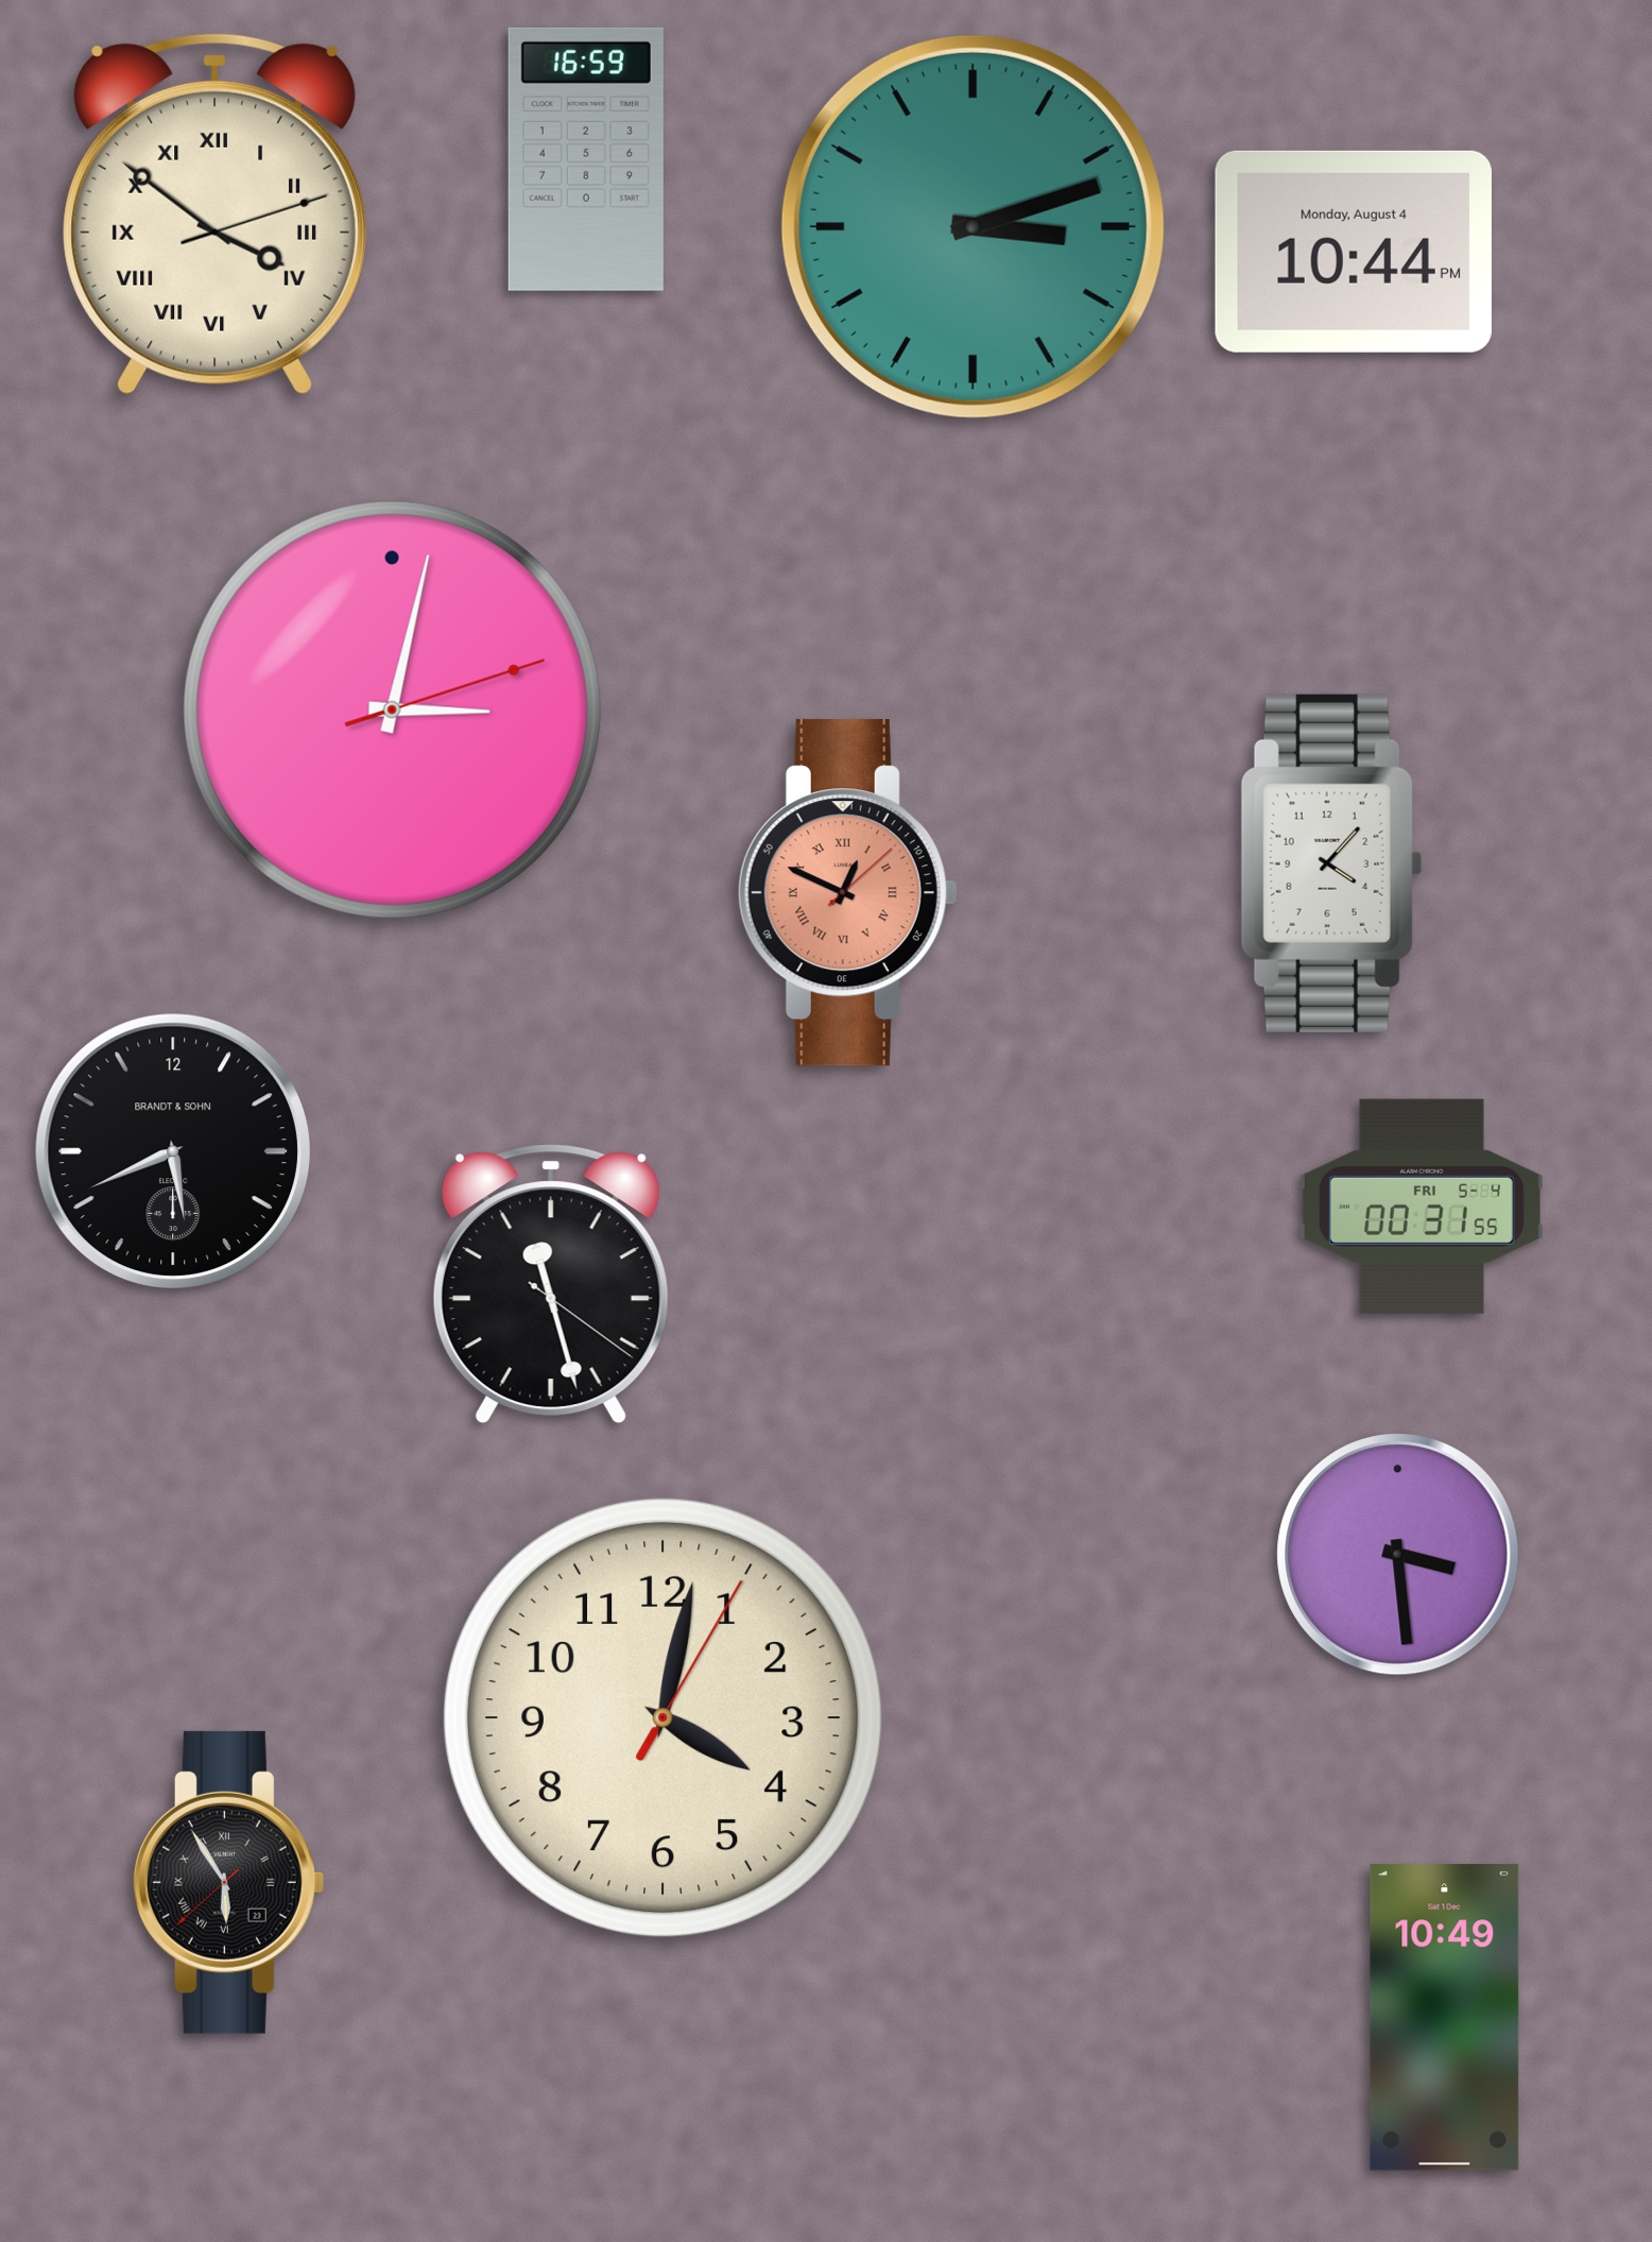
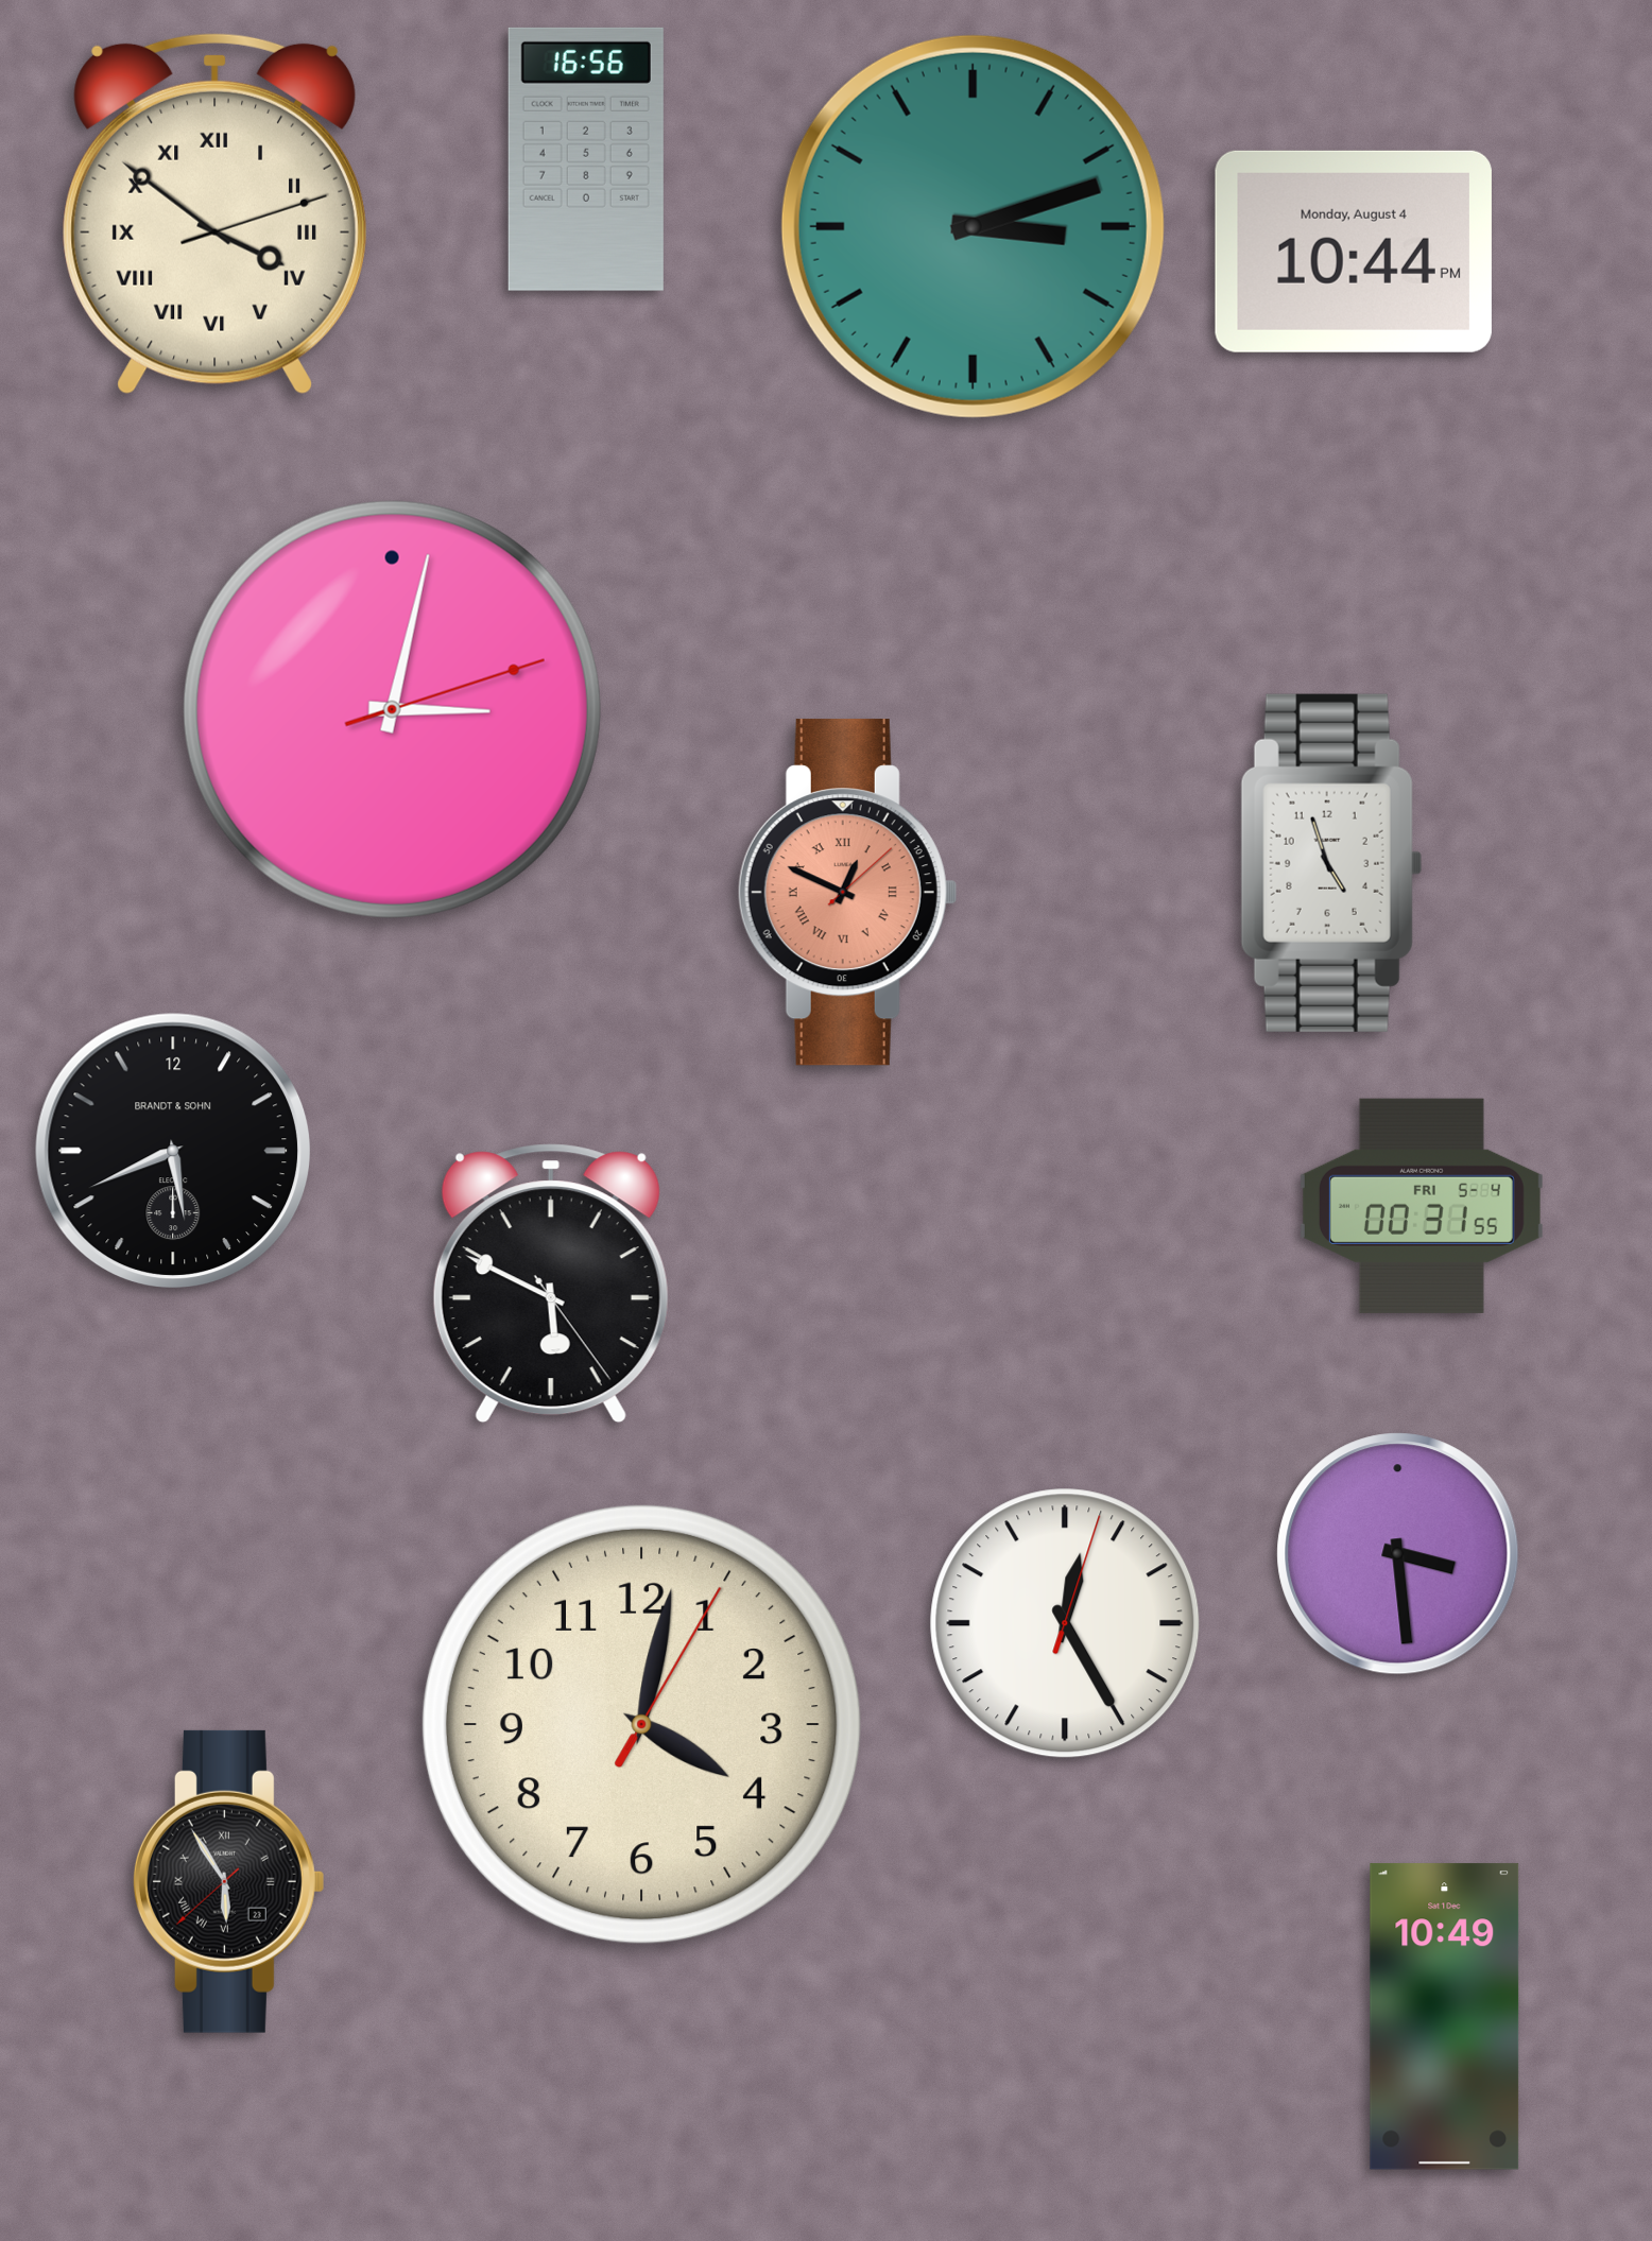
clock at (586, 159): 16:59 -> 16:56
clock at (1331, 863): 4:07 -> 4:57
clock at (551, 1284): 11:27 -> 5:49
clock at (1065, 1623): none -> 12:25
clock at (662, 1717) position: (662, 1717) -> (641, 1724)
